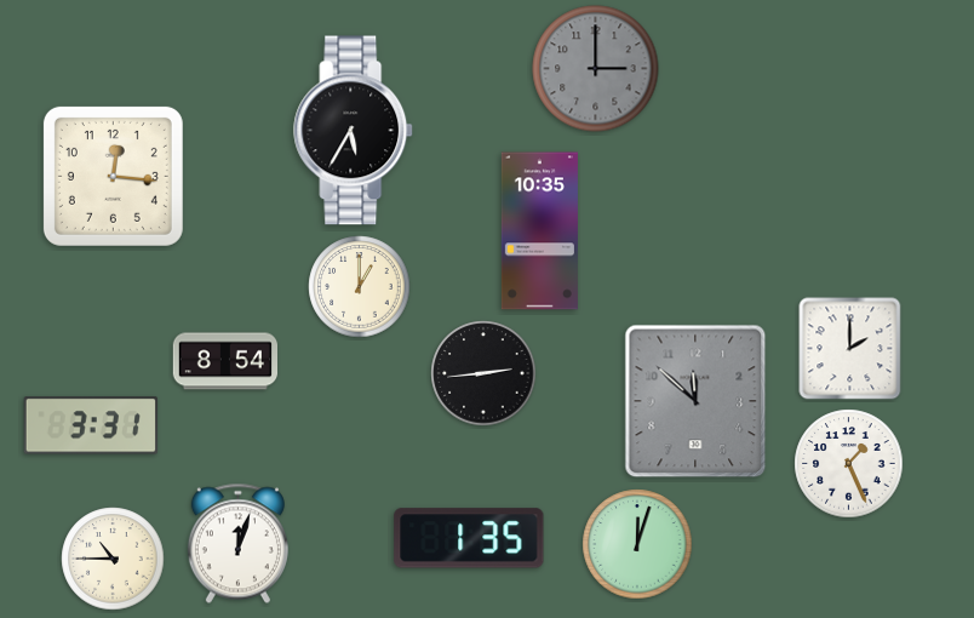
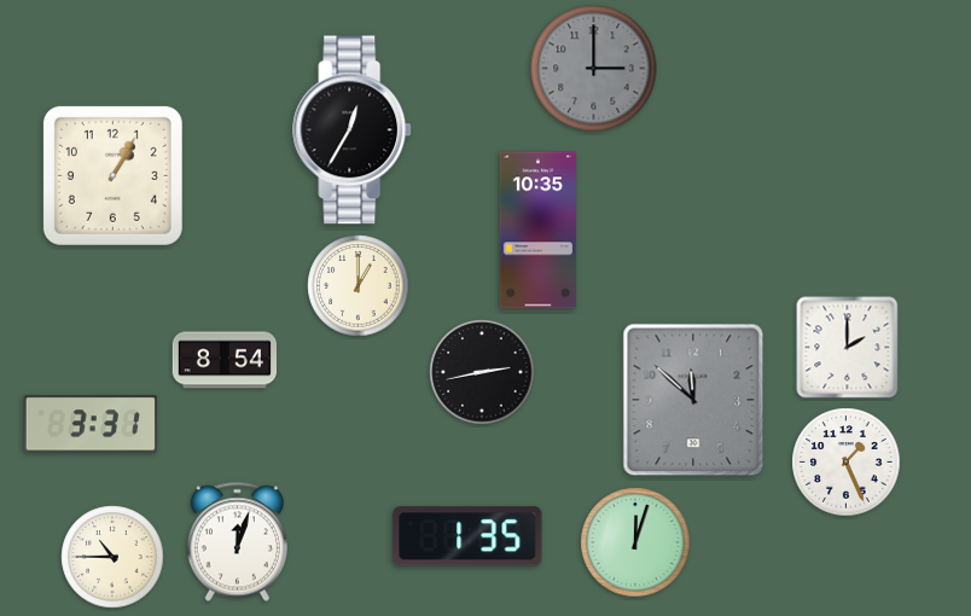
clock at (354, 131): 5:35 -> 12:35
clock at (113, 176): 12:16 -> 1:05
clock at (483, 373): 2:44 -> 2:43
